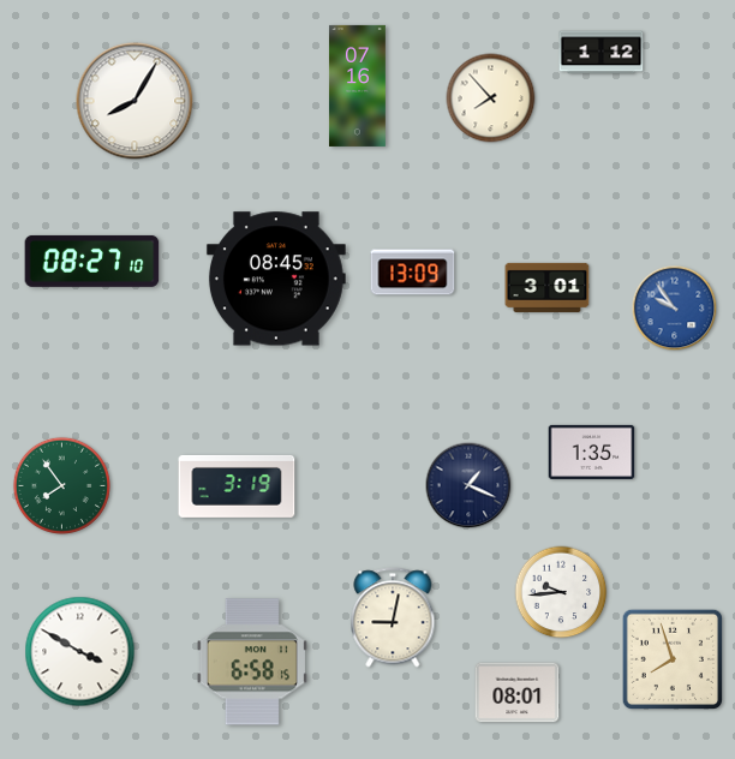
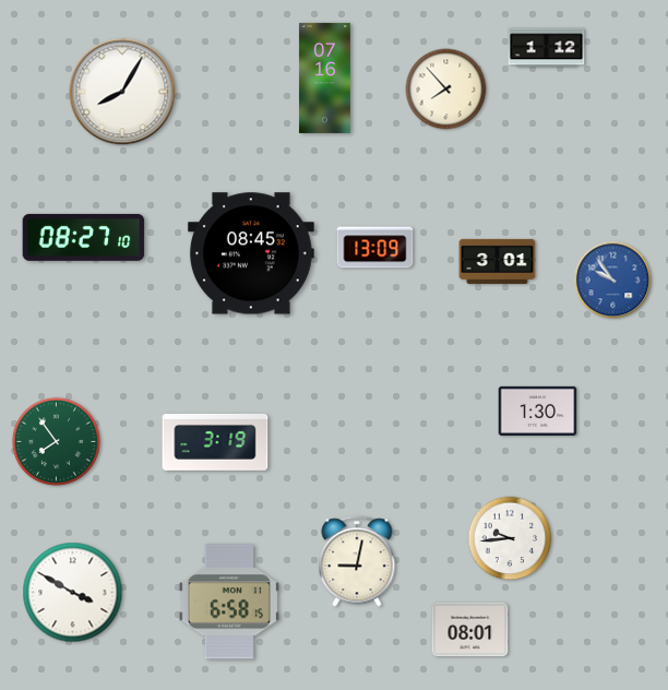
clock at (592, 452): 1:35 -> 1:30
clock at (468, 485): 1:19 -> none
clock at (671, 658): 7:57 -> none
